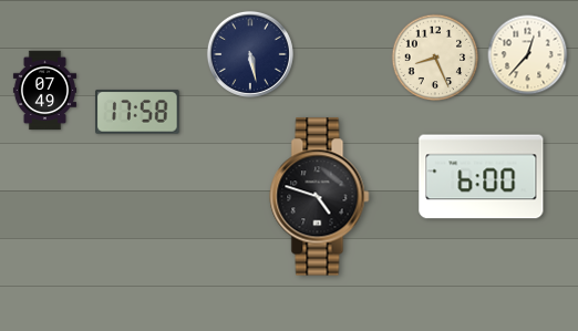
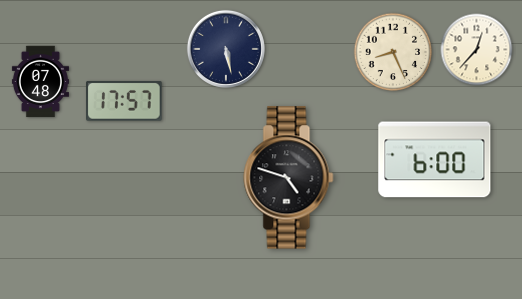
clock at (44, 91): 07:49 -> 07:48
clock at (138, 113): 17:58 -> 17:57
